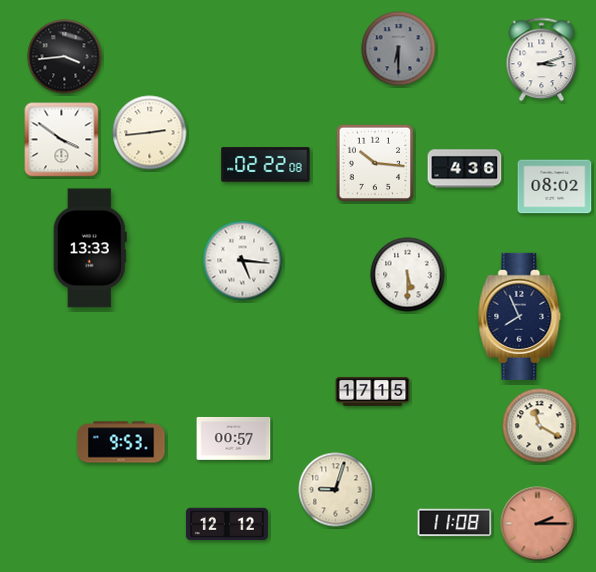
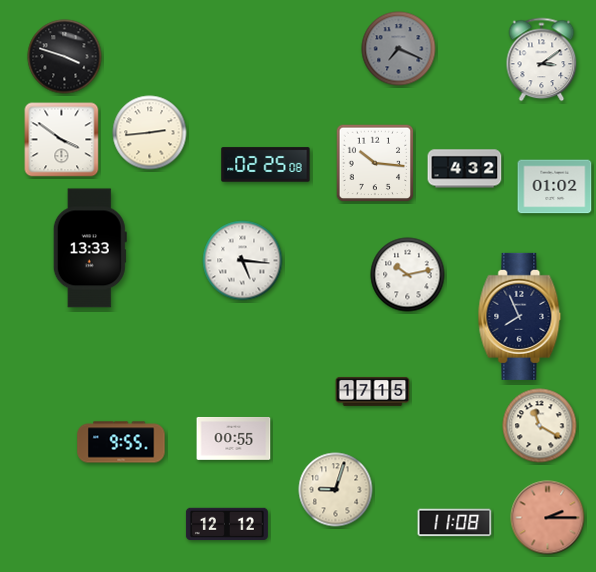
clock at (399, 49): 6:30 -> 7:19
clock at (65, 57): 3:44 -> 3:48
clock at (542, 60): 3:12 -> 3:09
clock at (266, 165): 02:22 -> 02:25
clock at (465, 169): 4:36 -> 4:32
clock at (555, 187): 08:02 -> 01:02
clock at (408, 275): 5:30 -> 10:13
clock at (234, 438): 00:57 -> 00:55
clock at (121, 442): 9:53 -> 9:55
clock at (538, 524) position: (538, 524) -> (548, 518)
